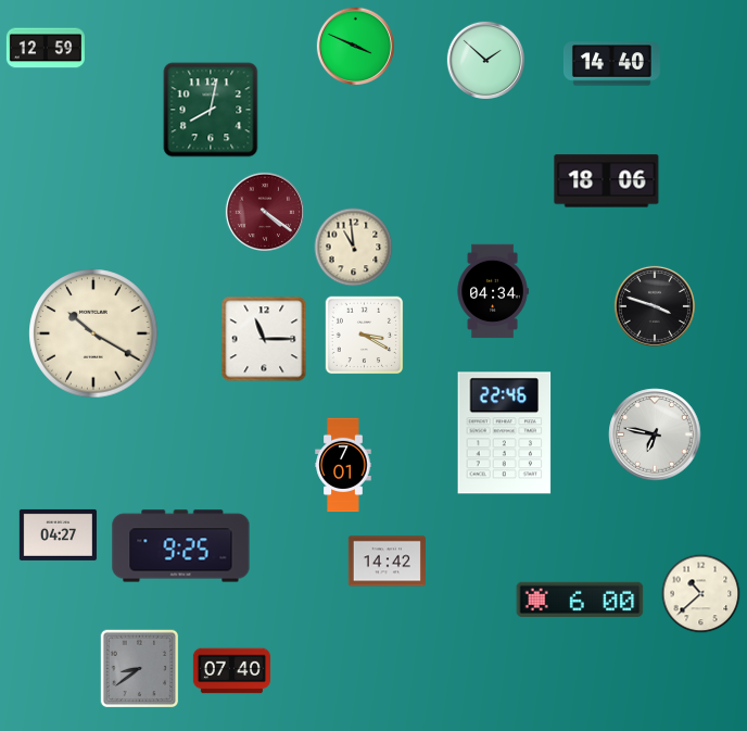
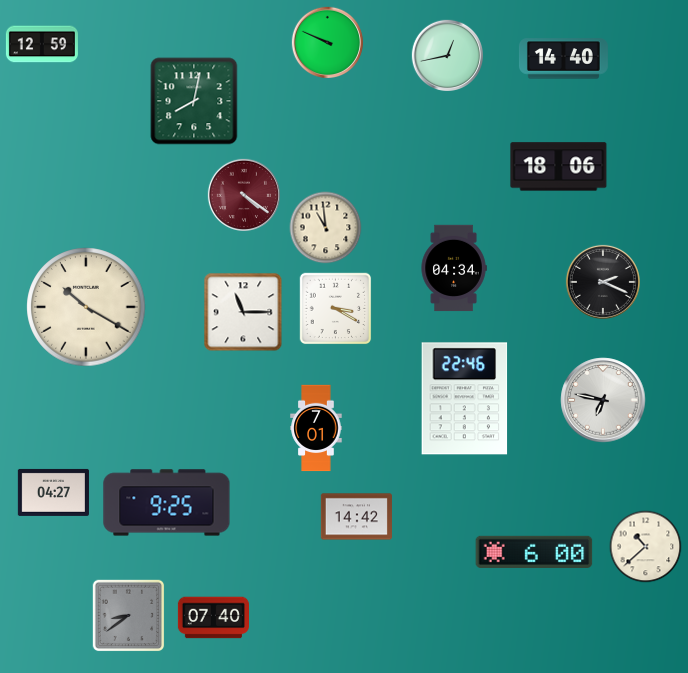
clock at (355, 46): 3:49 -> 9:49
clock at (485, 60): 1:52 -> 12:43
clock at (655, 306): 3:48 -> 2:19
